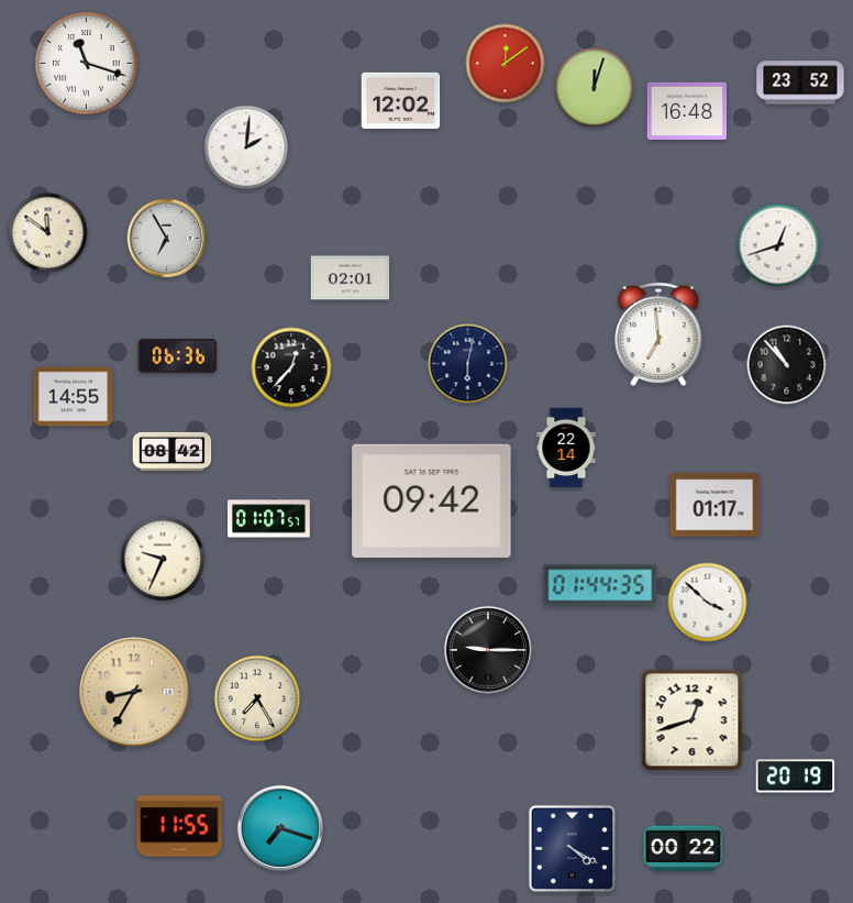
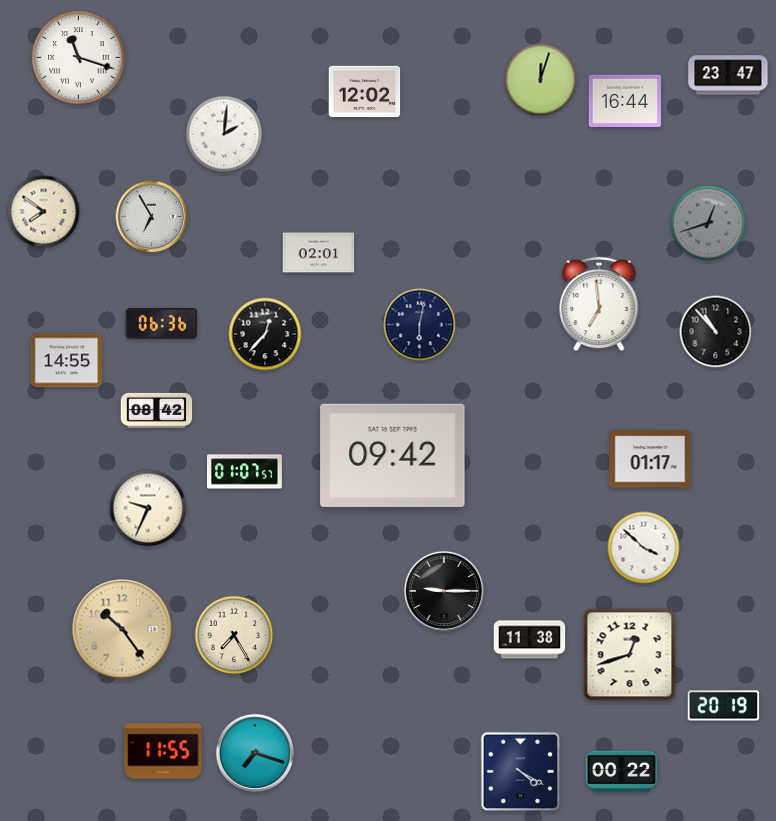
clock at (506, 64): 12:09 -> none
clock at (800, 82): 23:52 -> 23:47
clock at (687, 111): 16:48 -> 16:44
clock at (48, 233): 11:51 -> 7:51
clock at (778, 245) dial: white -> grey
clock at (468, 364) position: (468, 364) -> (420, 325)
clock at (566, 448): 22:14 -> none
clock at (600, 585): 01:44 -> none
clock at (134, 692): 8:35 -> 10:24
clock at (530, 640): none -> 11:38
